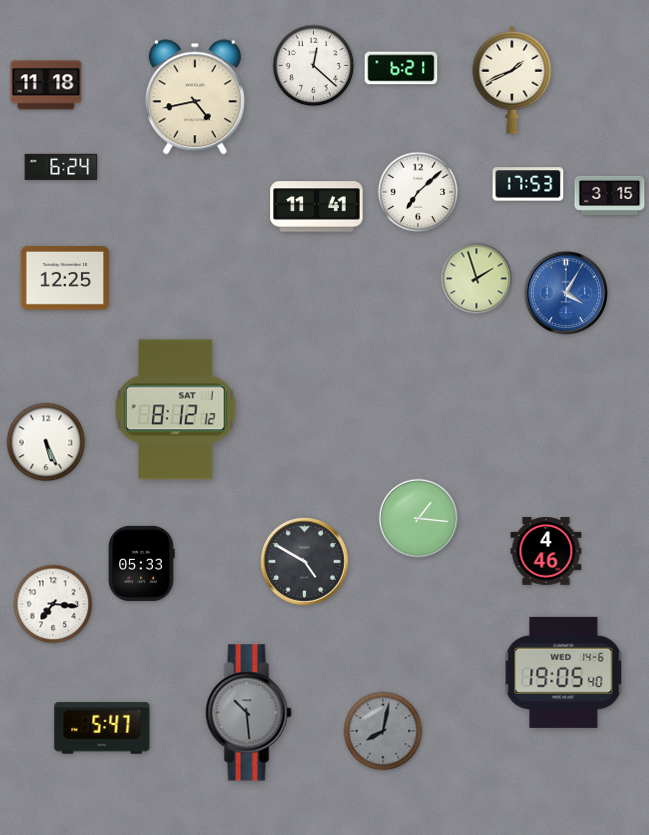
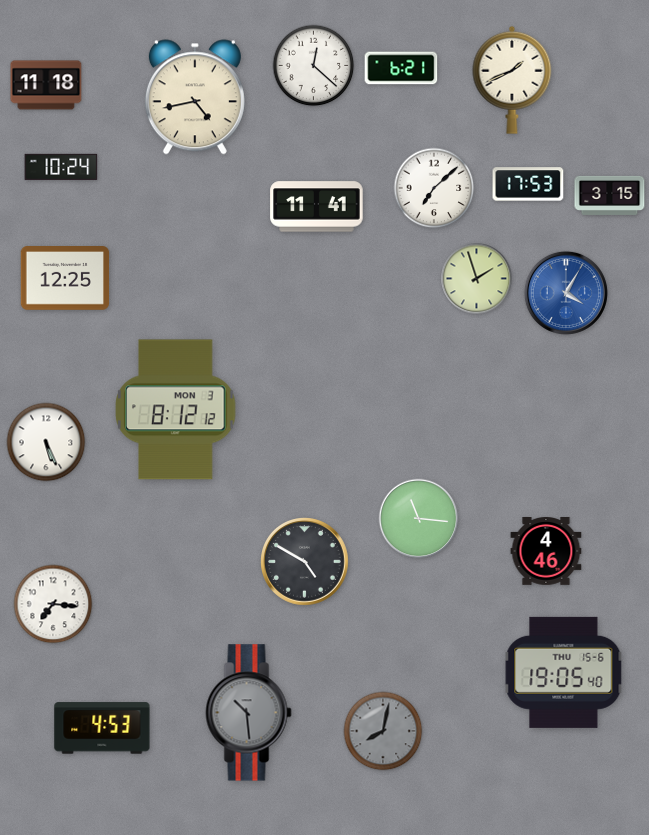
clock at (61, 167): 6:24 -> 10:24
clock at (418, 192) position: (418, 192) -> (434, 188)
clock at (176, 410) date: SAT 1 -> MON 3
clock at (419, 519): 1:16 -> 11:16
clock at (141, 563): 05:33 -> none
clock at (564, 672) date: WED 14-6 -> THU 15-6
clock at (102, 728): 5:47 -> 4:53
